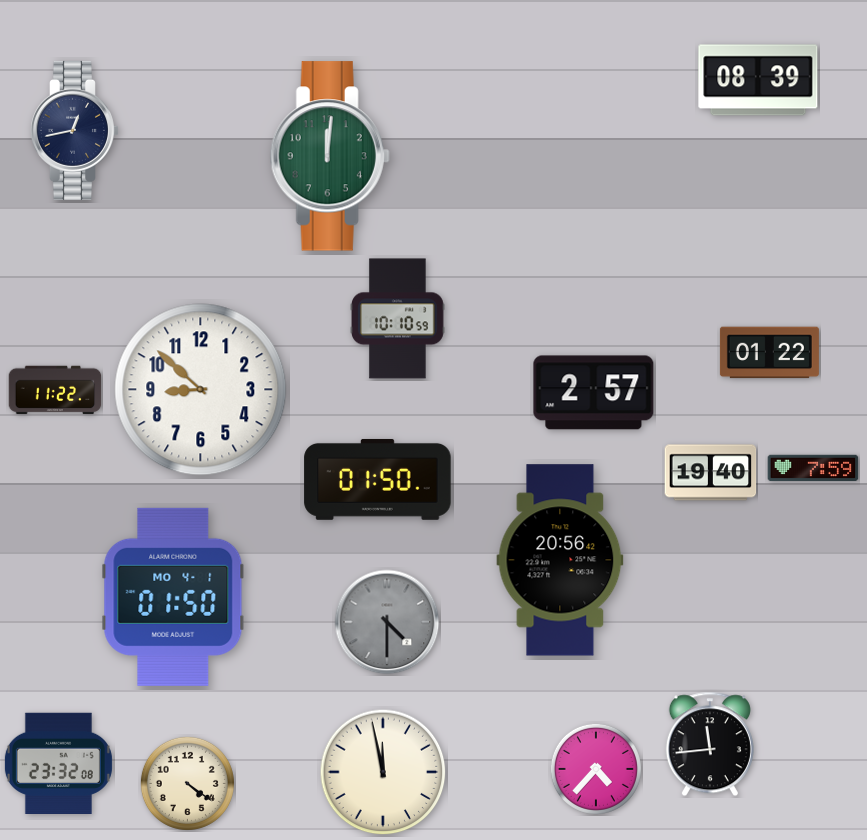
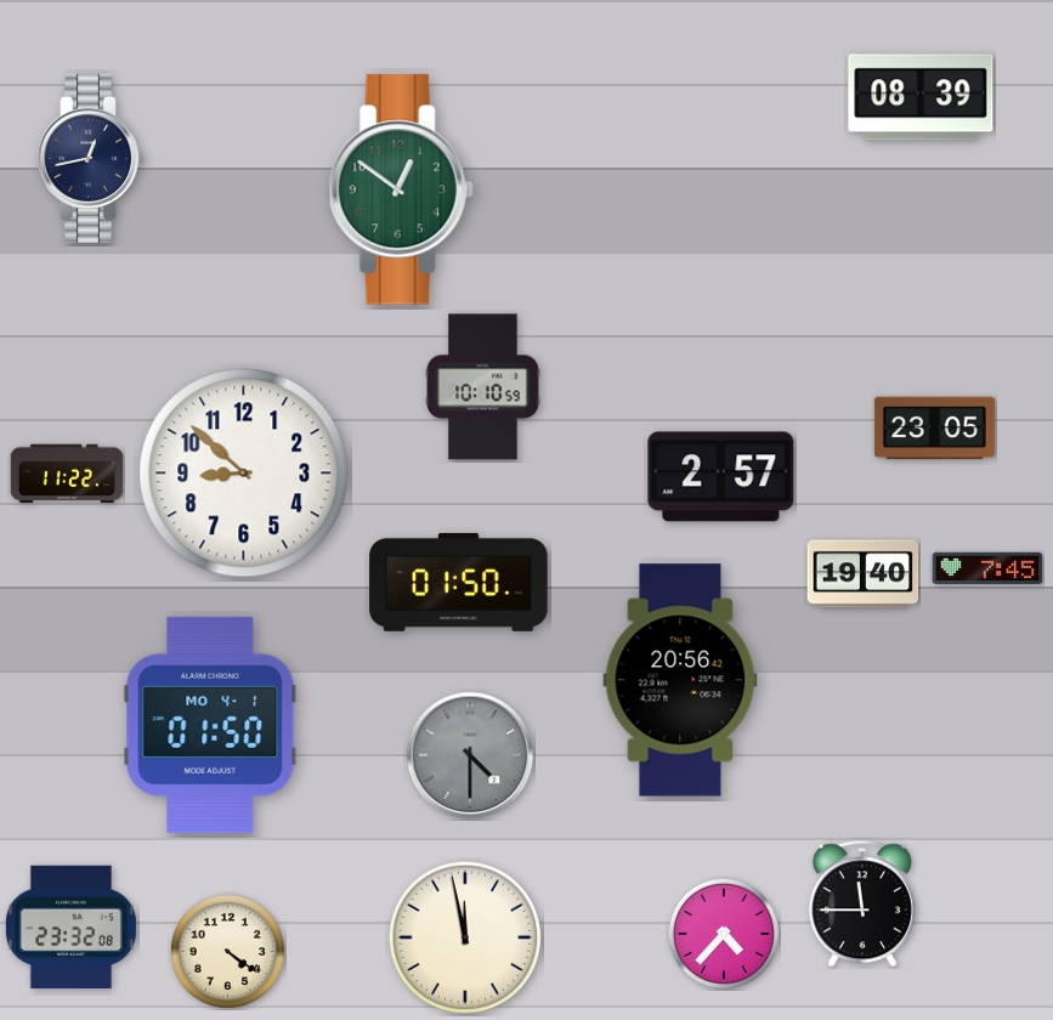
clock at (330, 156): 12:01 -> 12:51
clock at (769, 353): 01:22 -> 23:05
clock at (813, 468): 7:59 -> 7:45
clock at (710, 744): 11:44 -> 11:45
